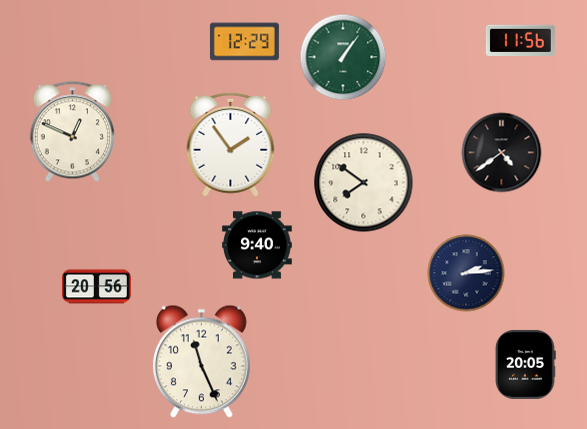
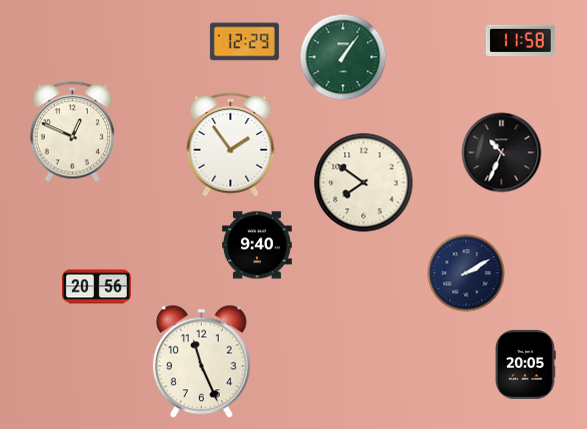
clock at (520, 40): 11:56 -> 11:58
clock at (502, 153): 4:39 -> 10:34
clock at (466, 273): 2:14 -> 2:10
